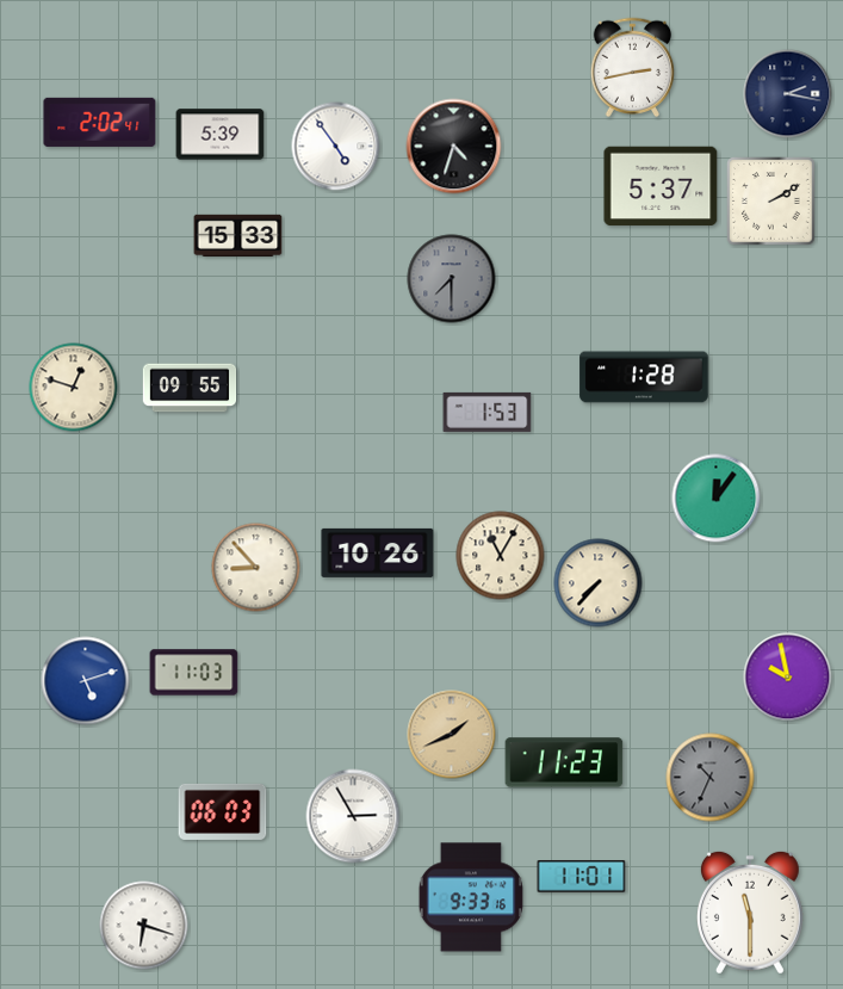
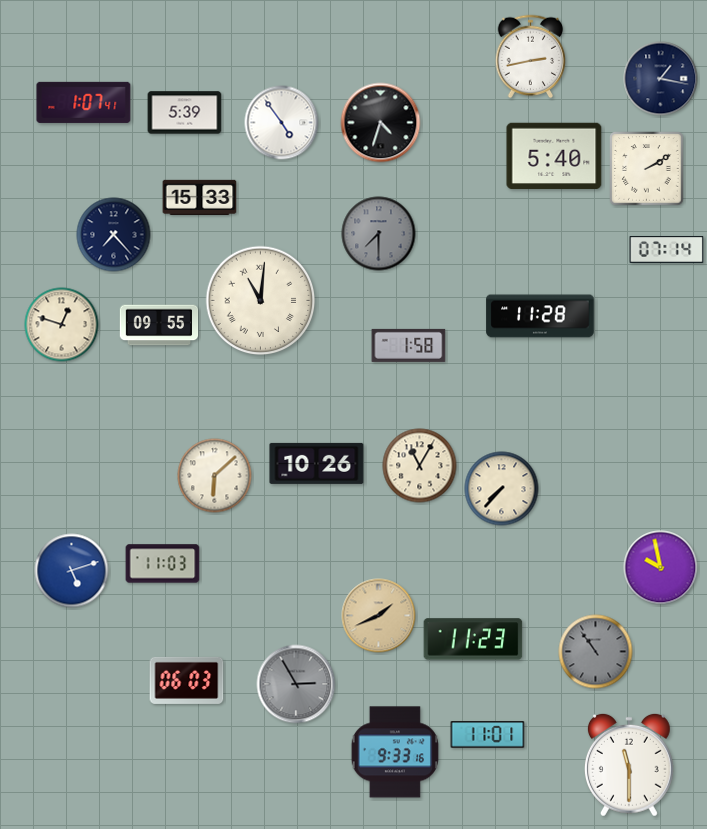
clock at (788, 94): 2:17 -> 1:17
clock at (100, 122): 2:02 -> 1:07
clock at (661, 186): 5:37 -> 5:40
clock at (114, 235): none -> 7:23
clock at (667, 250): none -> 07:14
clock at (261, 301): none -> 11:01
clock at (644, 377): 1:28 -> 11:28
clock at (488, 412): 1:53 -> 1:58
clock at (717, 499): 12:06 -> none
clock at (256, 568): 8:53 -> 6:08
clock at (711, 778): 10:34 -> 10:54
clock at (353, 816) dial: white -> grey
clock at (144, 926): 6:18 -> none
